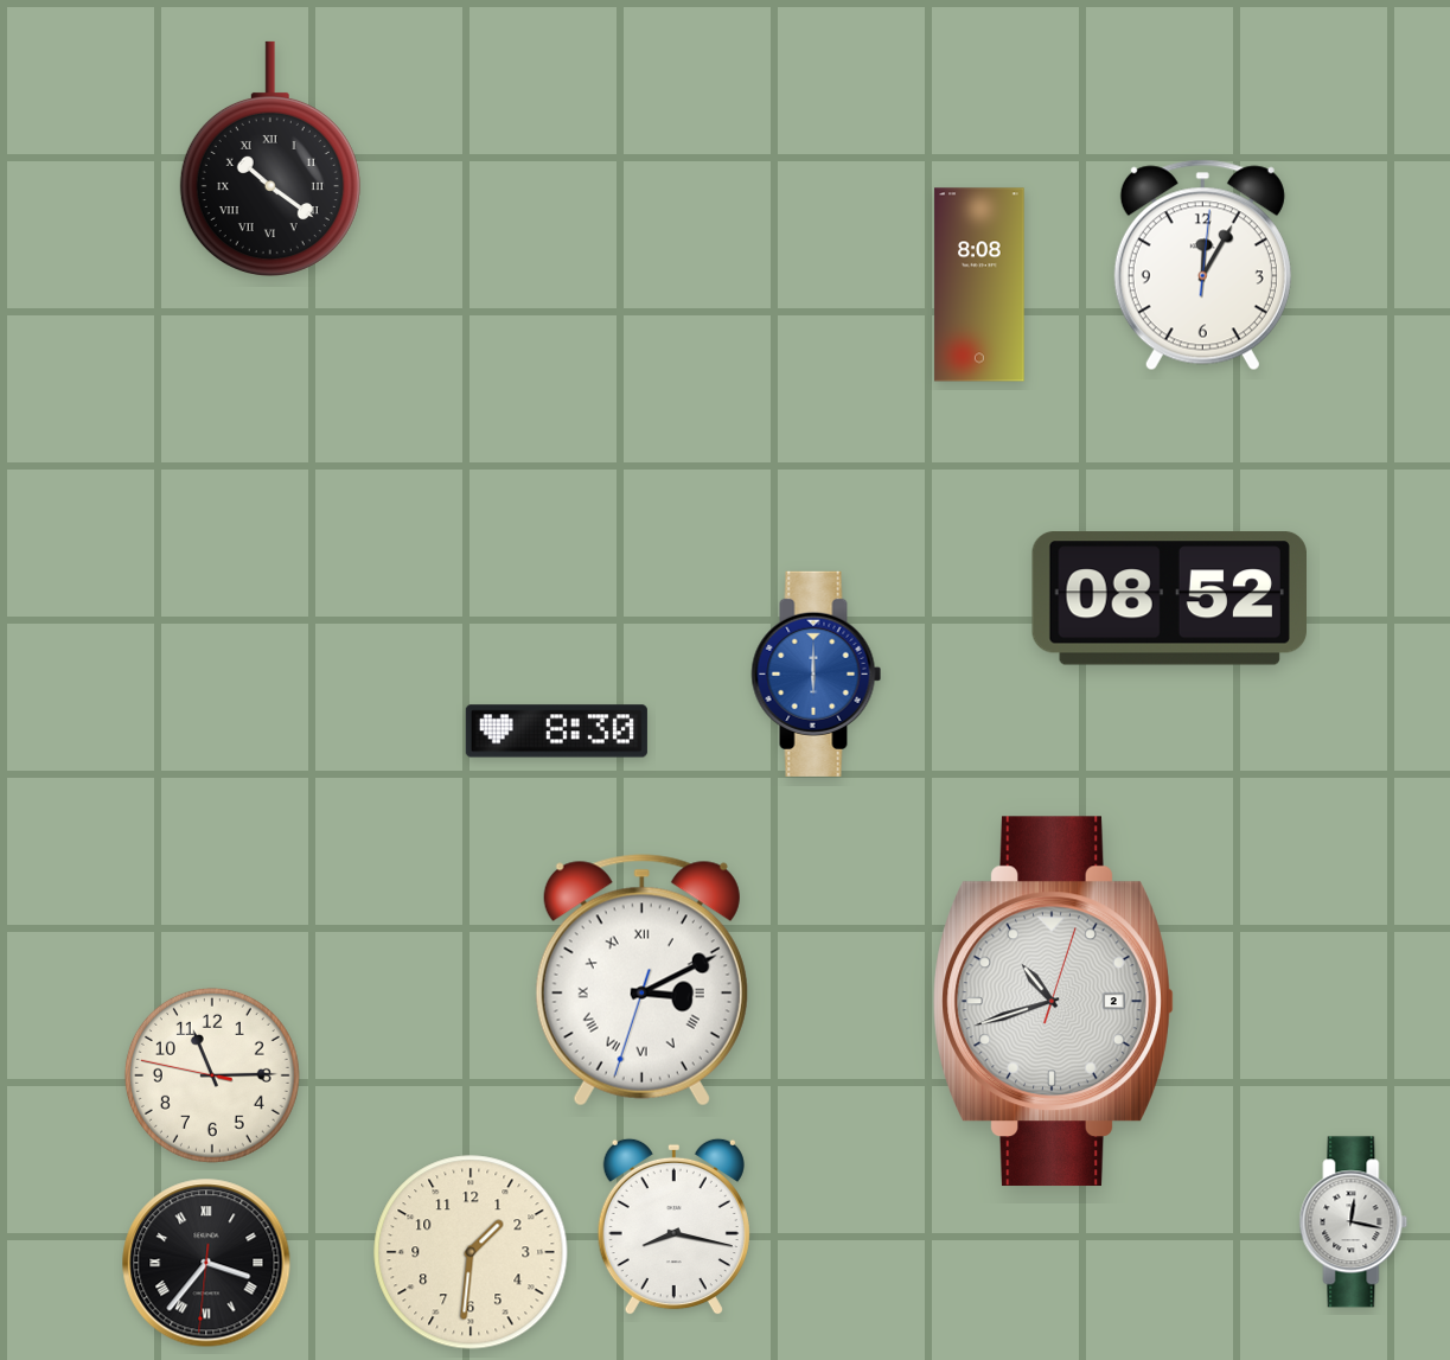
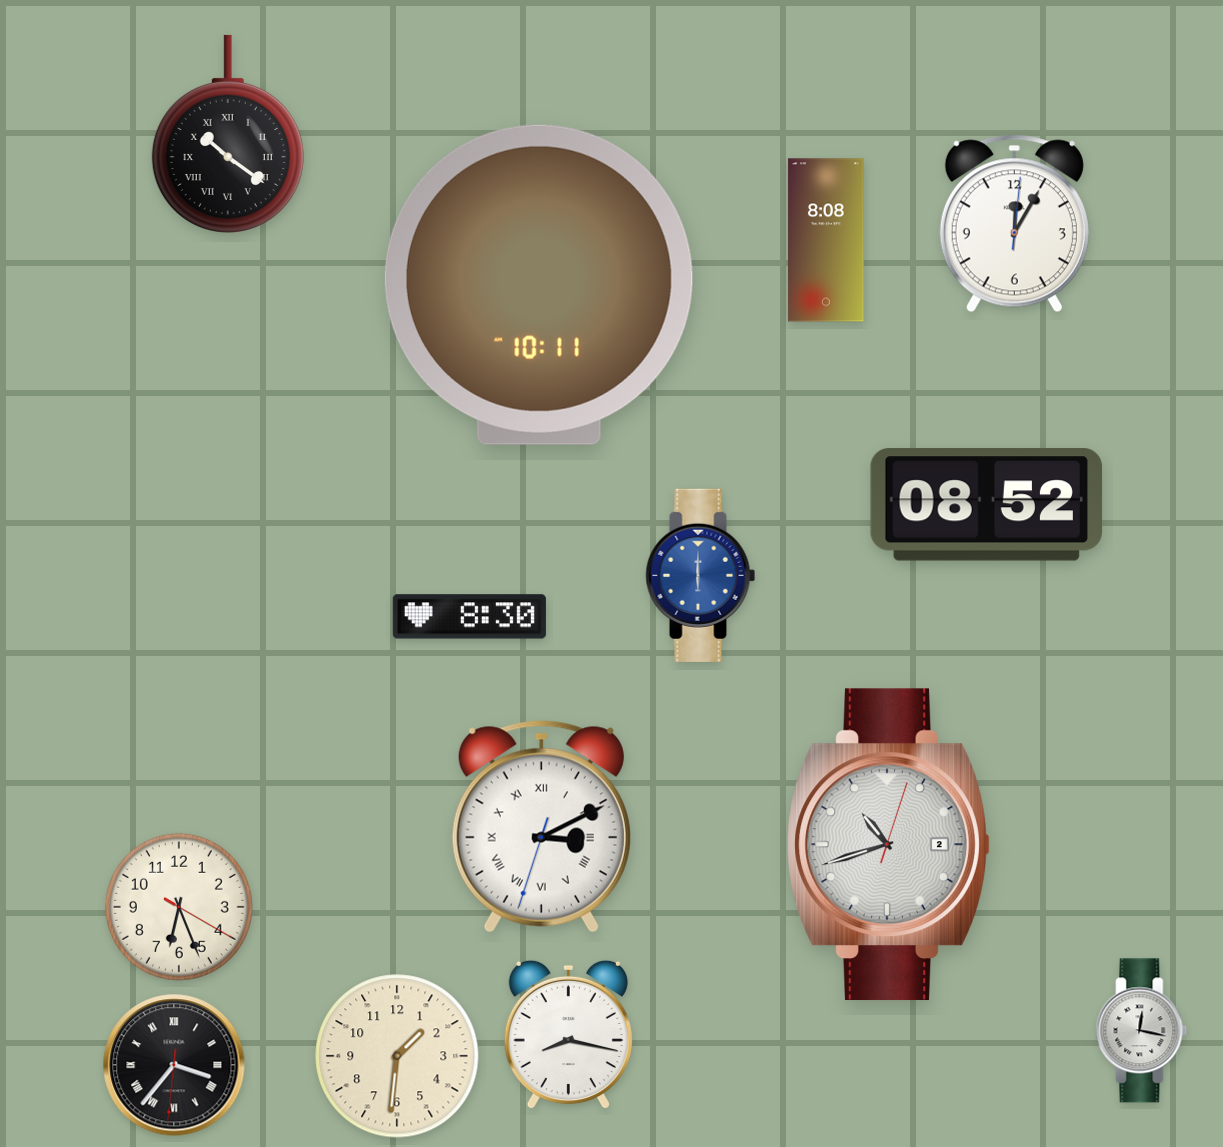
clock at (539, 285): none -> 10:11
clock at (817, 673) position: (817, 673) -> (701, 575)
clock at (212, 1075): 11:14 -> 6:26
